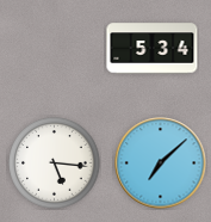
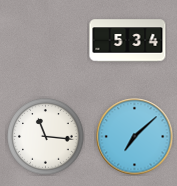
clock at (55, 164): 5:16 -> 11:16
